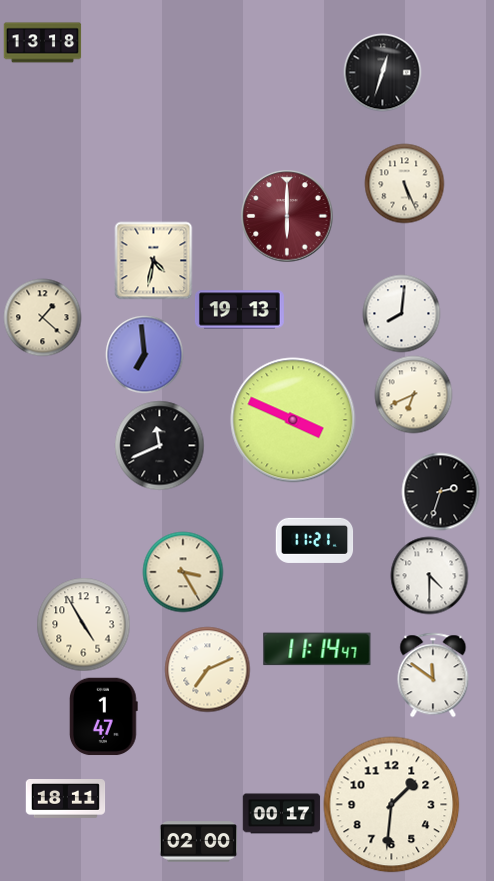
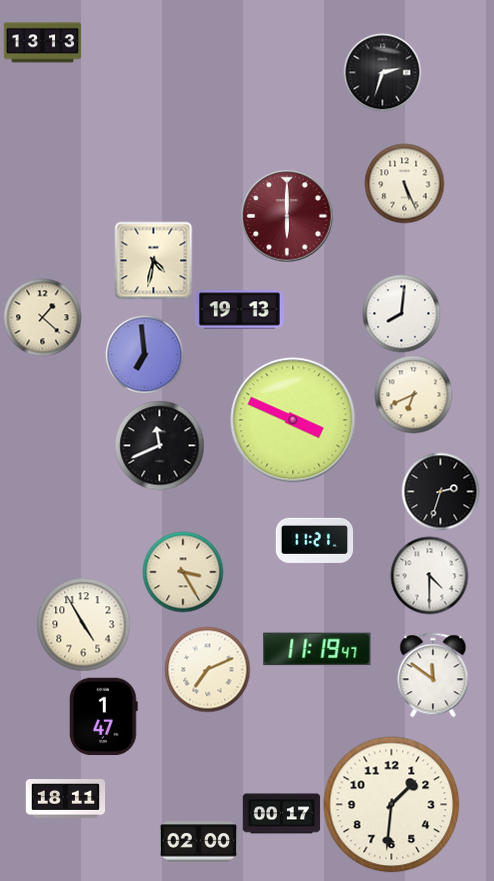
clock at (42, 43): 13:18 -> 13:13
clock at (382, 72): 12:33 -> 2:33
clock at (317, 649): 11:14 -> 11:19
